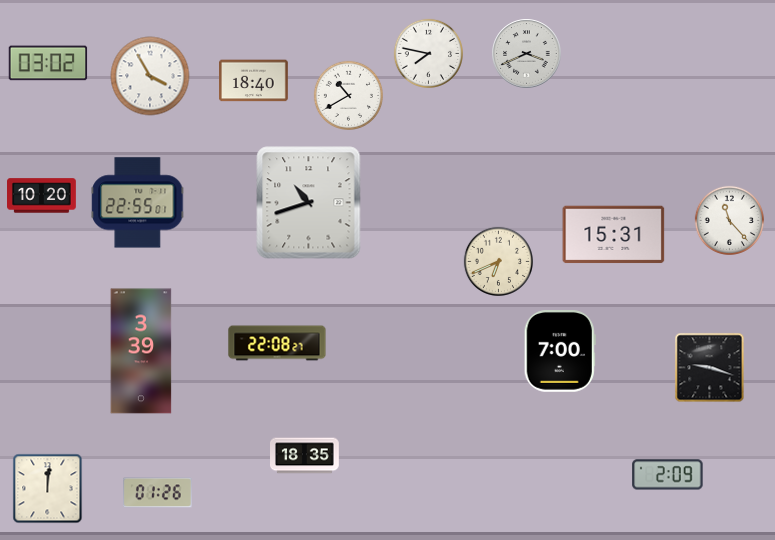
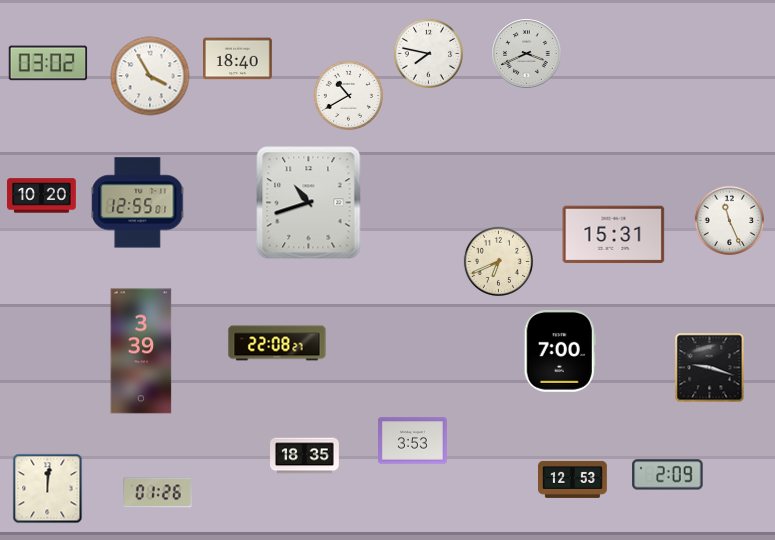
clock at (254, 81) position: (254, 81) -> (238, 59)
clock at (138, 203): 22:55 -> 12:55
clock at (729, 220): 11:23 -> 11:26
clock at (413, 441): none -> 3:53
clock at (573, 479): none -> 12:53
